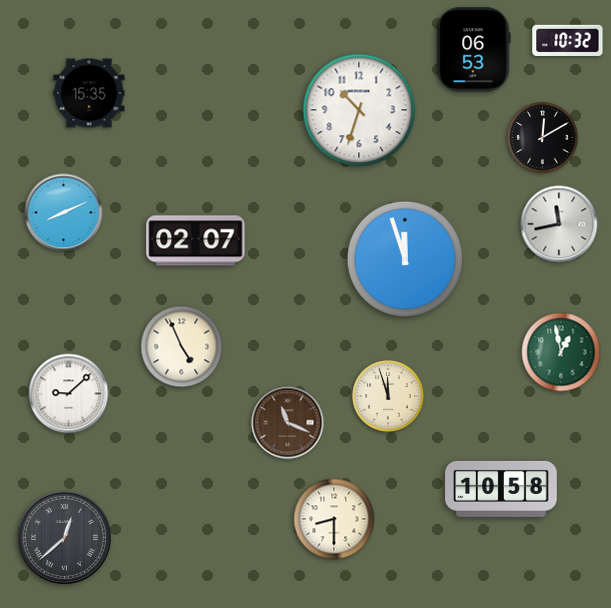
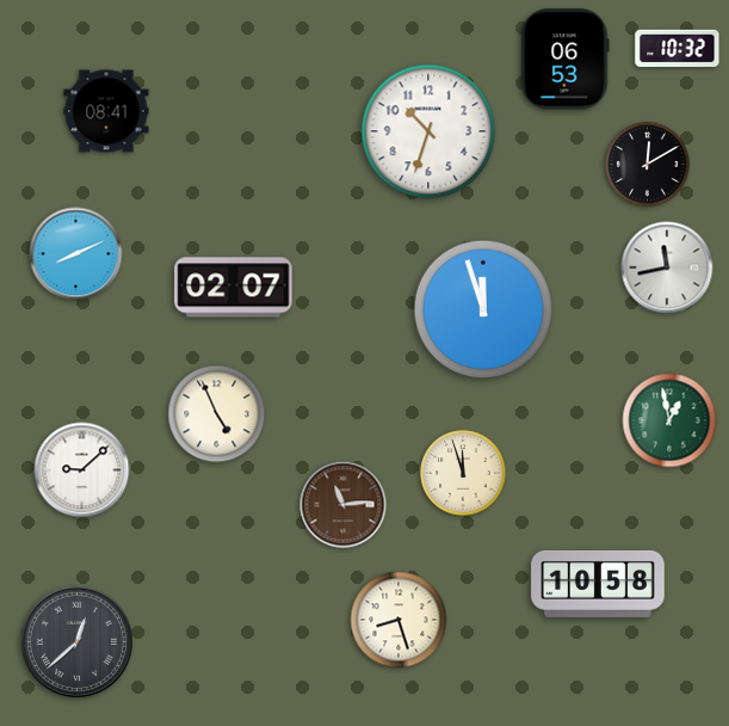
clock at (89, 93): 15:35 -> 08:41
clock at (288, 423): 11:19 -> 11:14
clock at (334, 519): 8:30 -> 8:27
